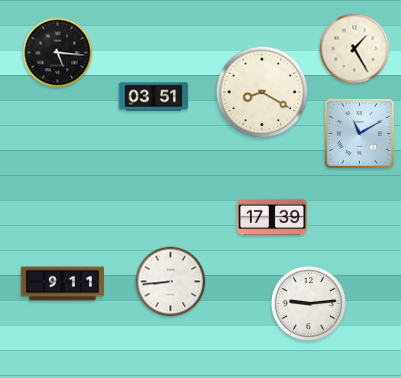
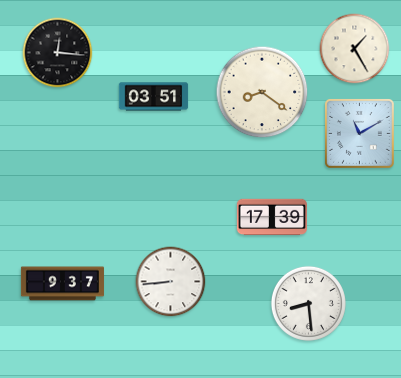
clock at (58, 53): 5:16 -> 12:16
clock at (262, 92): 8:20 -> 8:21
clock at (62, 284): 9:11 -> 9:37
clock at (308, 303): 9:14 -> 8:29
